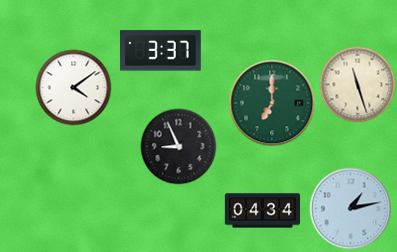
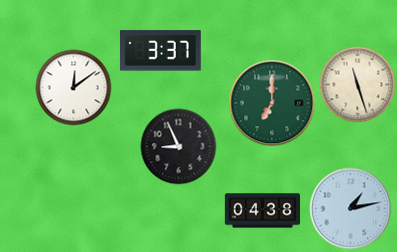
clock at (74, 88): 4:09 -> 12:09
clock at (263, 211): 04:34 -> 04:38
